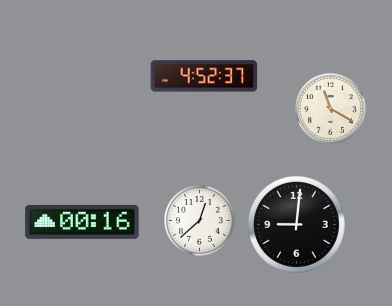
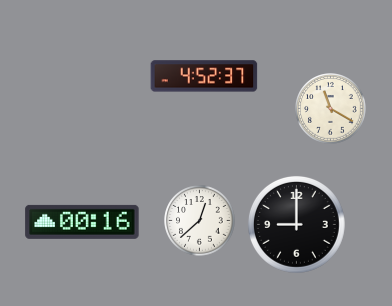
clock at (296, 224): 9:01 -> 9:00
